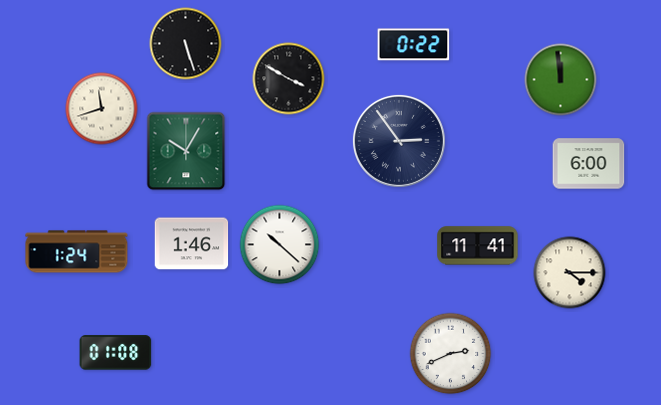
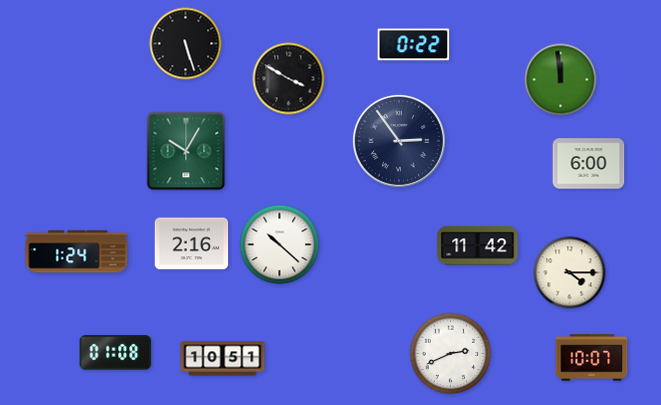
clock at (102, 109): 11:42 -> none
clock at (192, 244): 1:46 -> 2:16
clock at (478, 246): 11:41 -> 11:42
clock at (592, 358): none -> 10:07
clock at (223, 359): none -> 10:51
